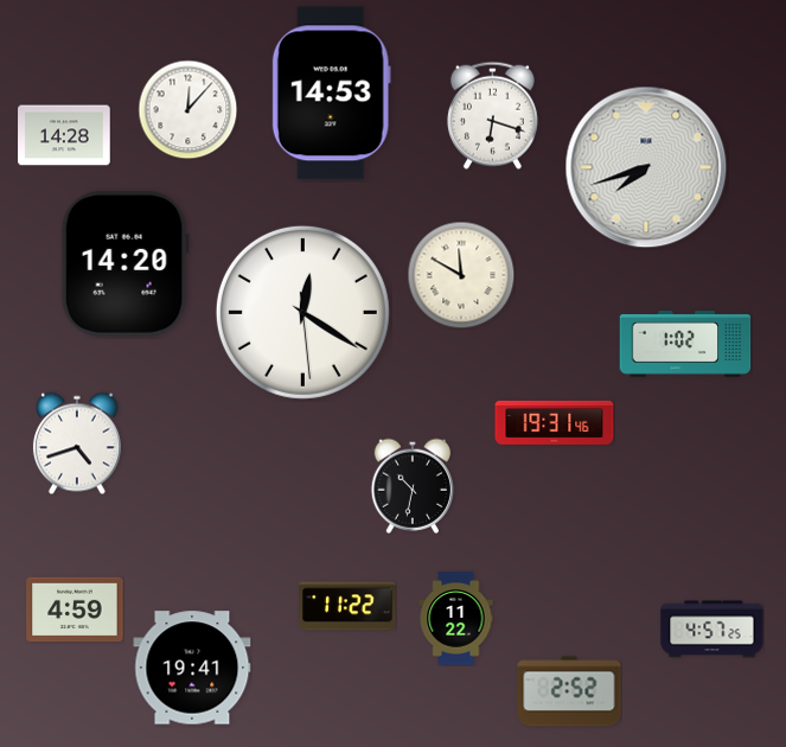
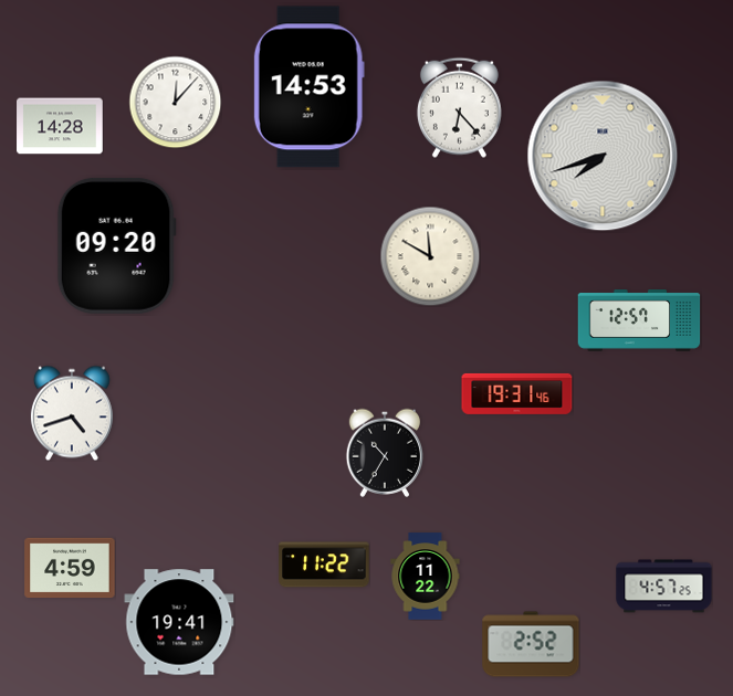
clock at (492, 115): 6:18 -> 6:23
clock at (124, 263): 14:20 -> 09:20
clock at (302, 312): 12:20 -> none
clock at (685, 345): 1:02 -> 12:57
clock at (411, 486): 10:32 -> 10:35
